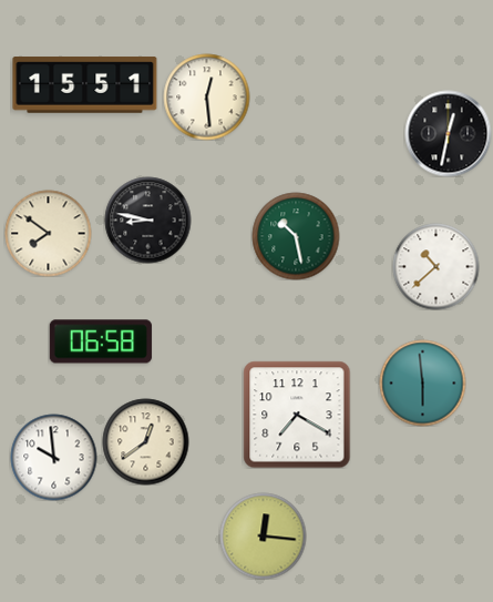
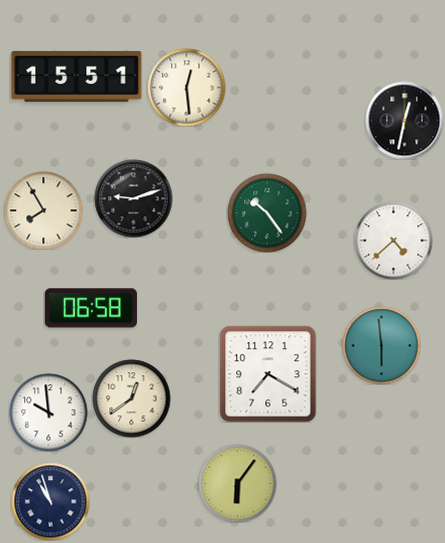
clock at (147, 220): 8:47 -> 9:12
clock at (48, 233): 7:51 -> 7:55
clock at (296, 236): 10:28 -> 10:24
clock at (435, 266): 10:38 -> 4:38
clock at (263, 535): 12:16 -> 6:06
clock at (50, 501): none -> 10:57
